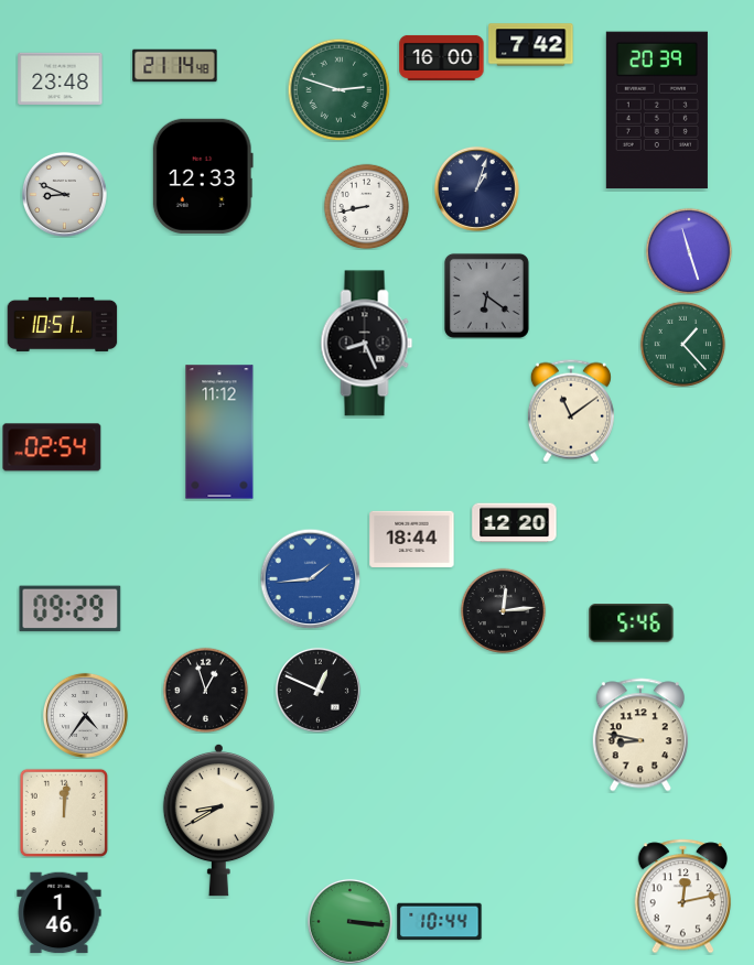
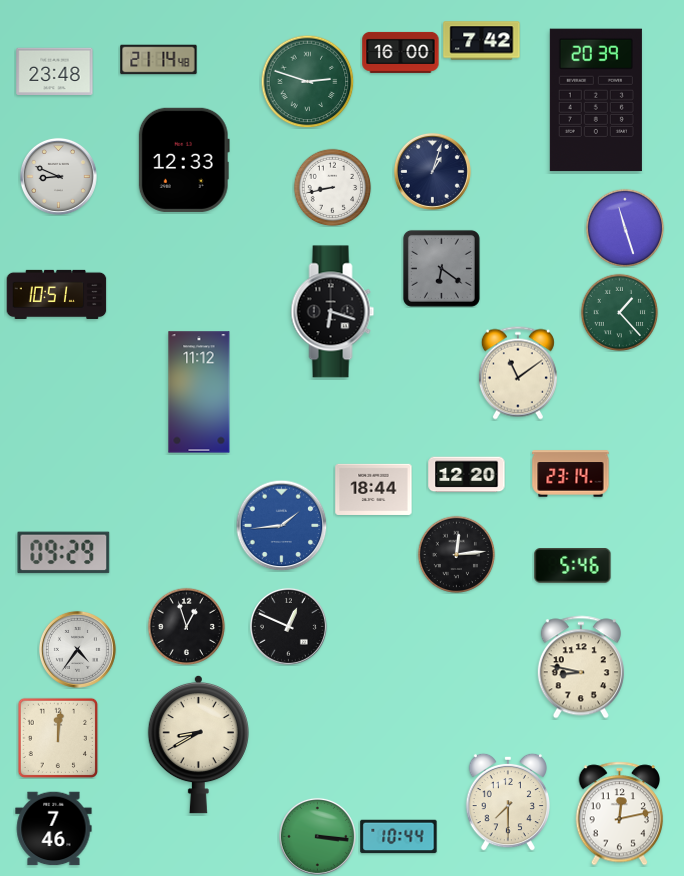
clock at (367, 344): 8:26 -> 6:18
clock at (52, 447): 02:54 -> none
clock at (571, 474): none -> 23:14
clock at (507, 802): none -> 7:30
clock at (60, 913): 1:46 -> 7:46
